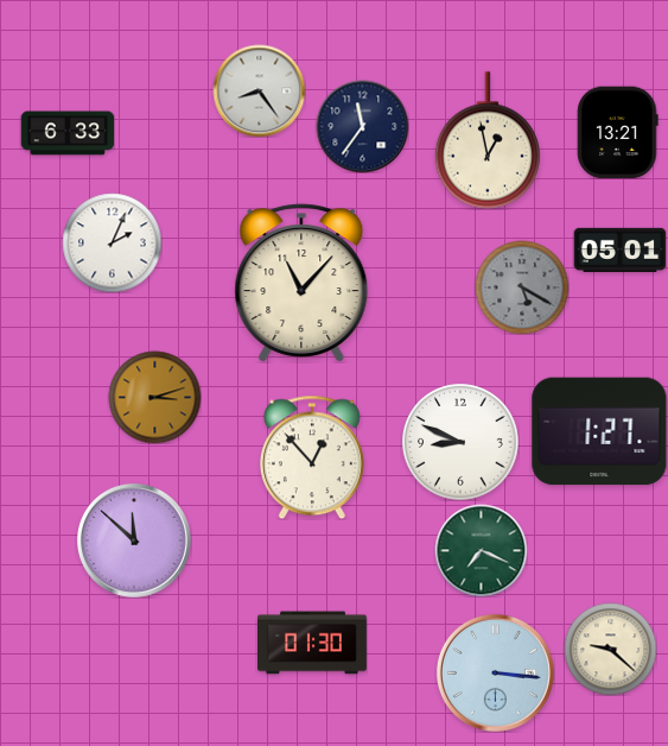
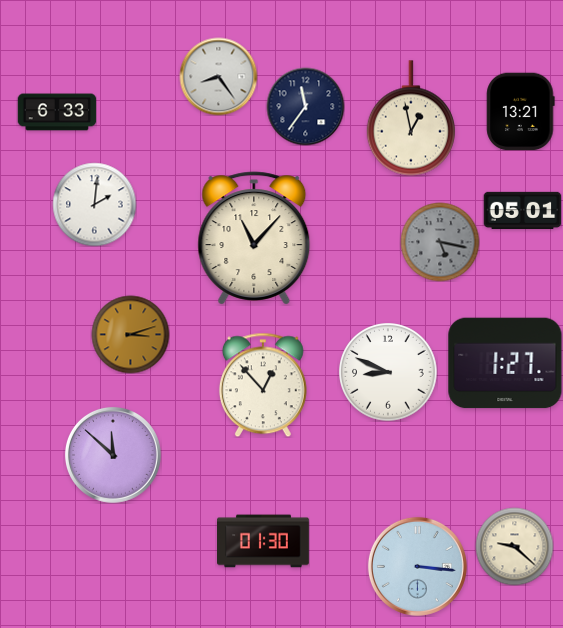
clock at (112, 242): 2:04 -> 2:01
clock at (522, 287): 5:20 -> 5:17
clock at (481, 550): 7:19 -> none
